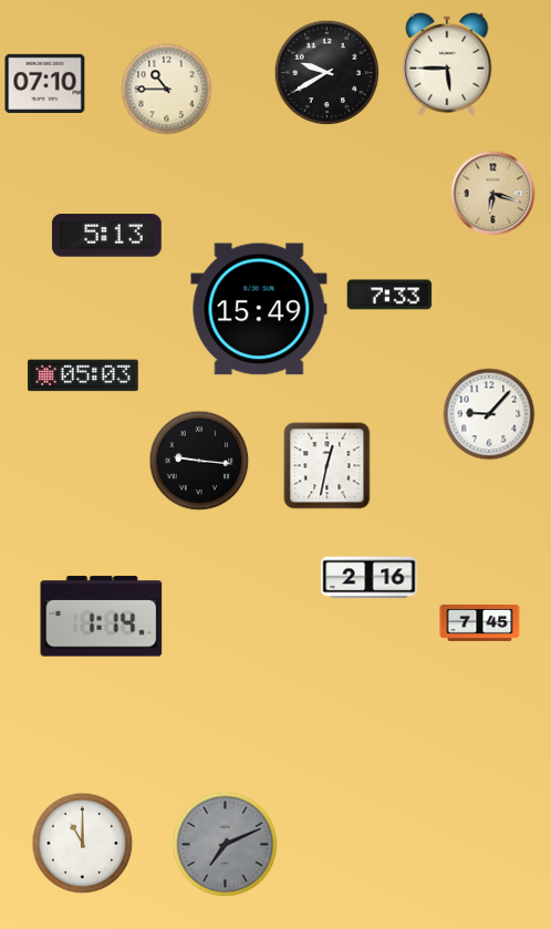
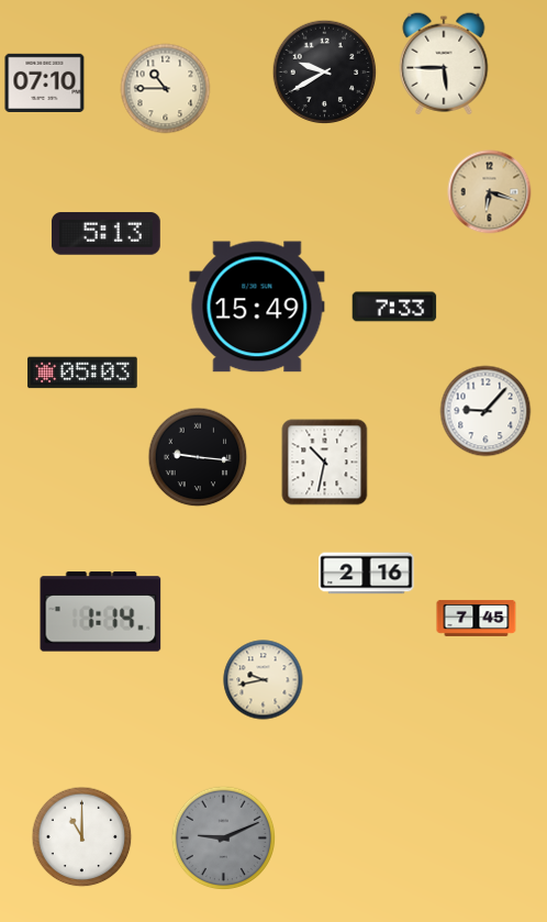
clock at (389, 295) position: (389, 295) -> (394, 307)
clock at (328, 466): 12:32 -> 10:32
clock at (264, 680): none -> 9:43
clock at (226, 845): 7:11 -> 9:11
